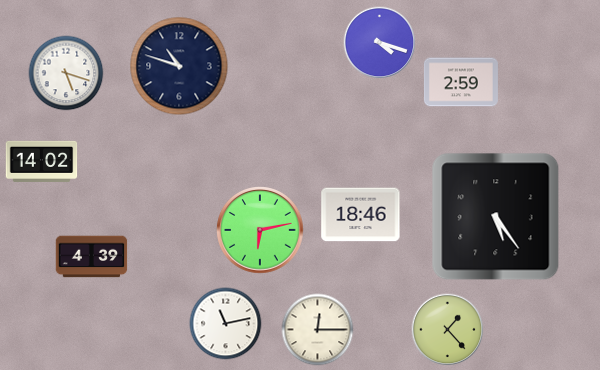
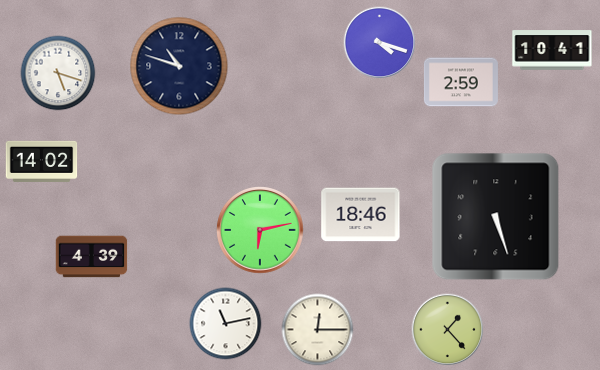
clock at (552, 50): none -> 10:41
clock at (66, 73) position: (66, 73) -> (58, 73)
clock at (496, 217): 5:24 -> 5:27
